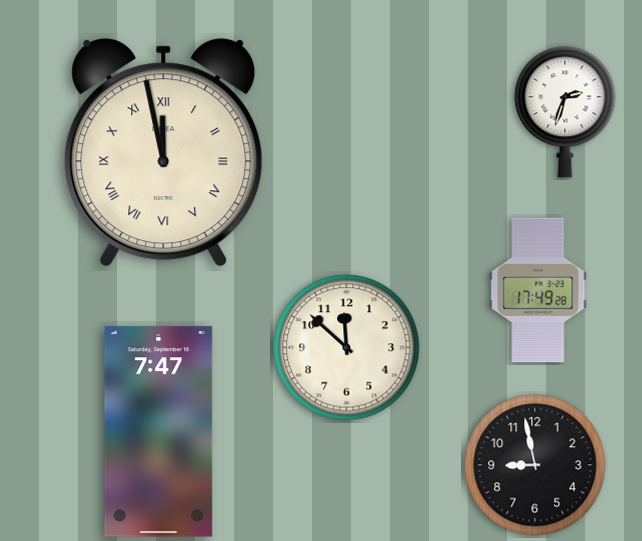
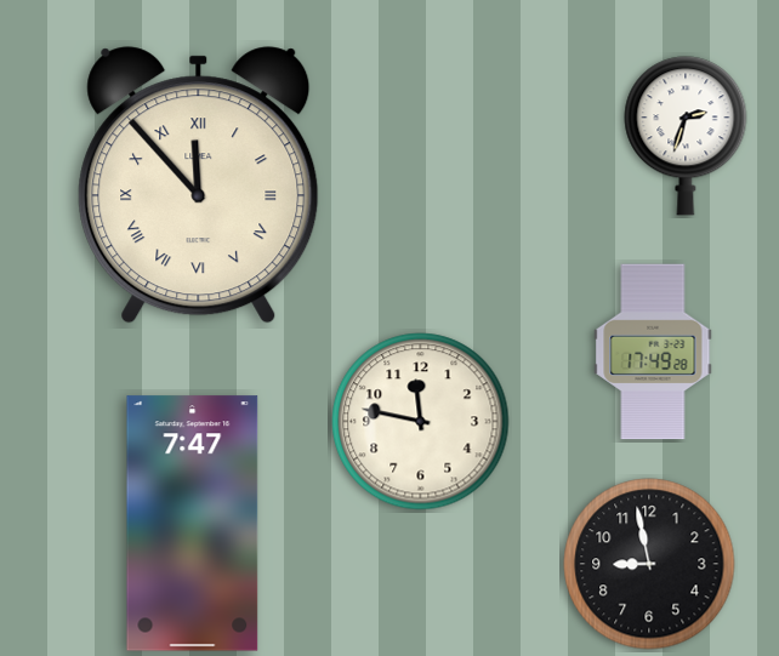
clock at (164, 153): 11:58 -> 11:53
clock at (347, 348): 11:52 -> 11:47
